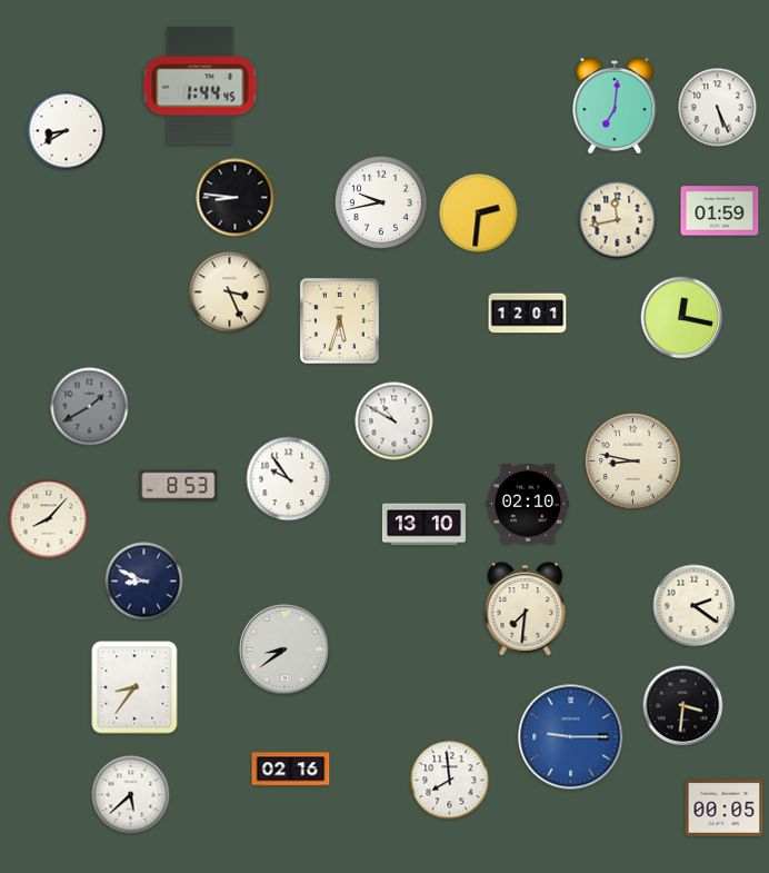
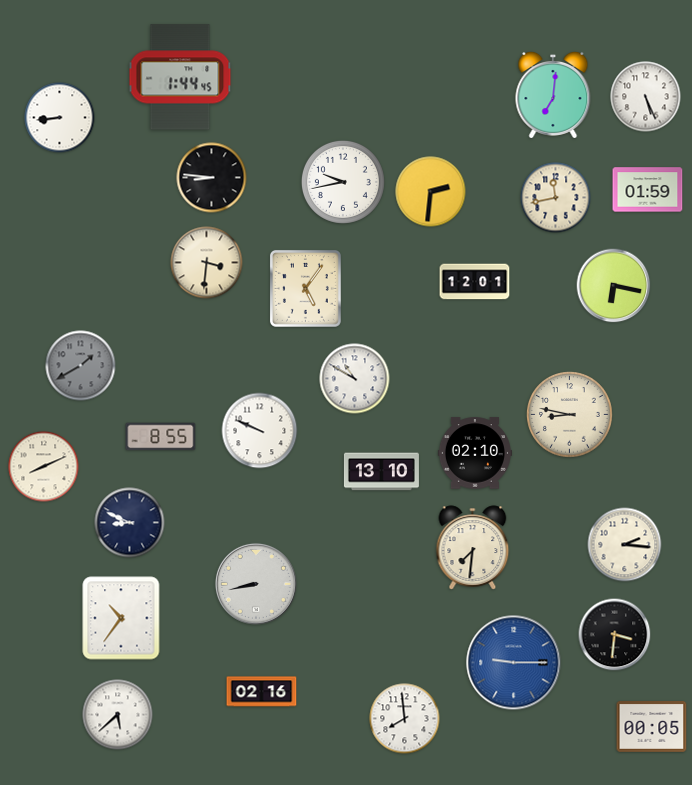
clock at (67, 131): 8:40 -> 8:44
clock at (230, 292): 3:26 -> 3:31
clock at (682, 318): 12:17 -> 6:17
clock at (339, 320): 5:33 -> 5:06
clock at (289, 479): 9:54 -> 9:49
clock at (179, 486): 8:53 -> 8:55
clock at (49, 519): 8:07 -> 8:11
clock at (695, 606): 2:21 -> 2:16
clock at (284, 649): 8:39 -> 8:43
clock at (134, 687): 8:36 -> 10:36
clock at (450, 781) position: (450, 781) -> (405, 719)
